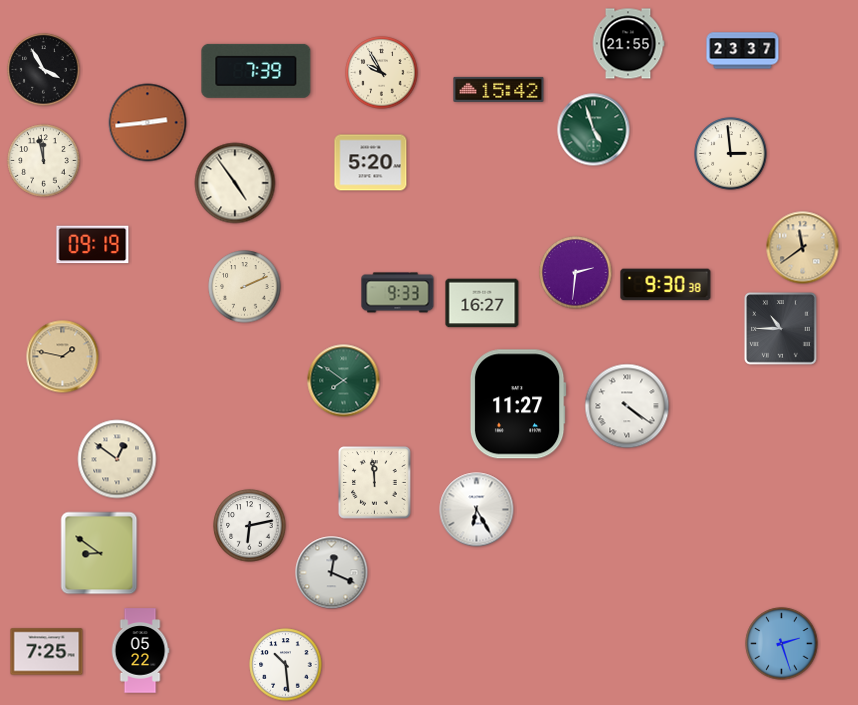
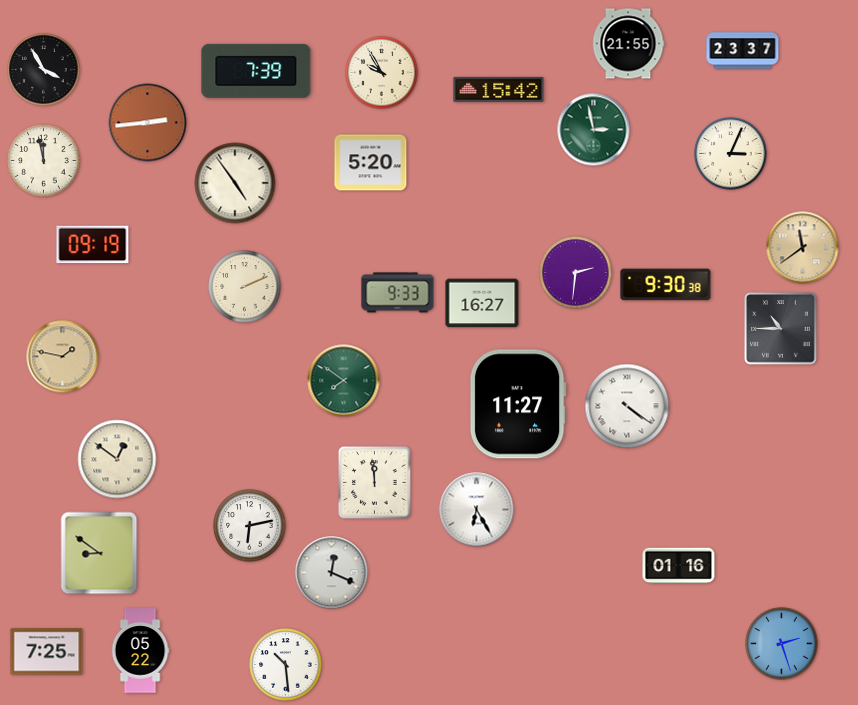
clock at (594, 130): 4:57 -> 2:58
clock at (731, 154): 2:59 -> 3:04
clock at (679, 566): none -> 01:16
